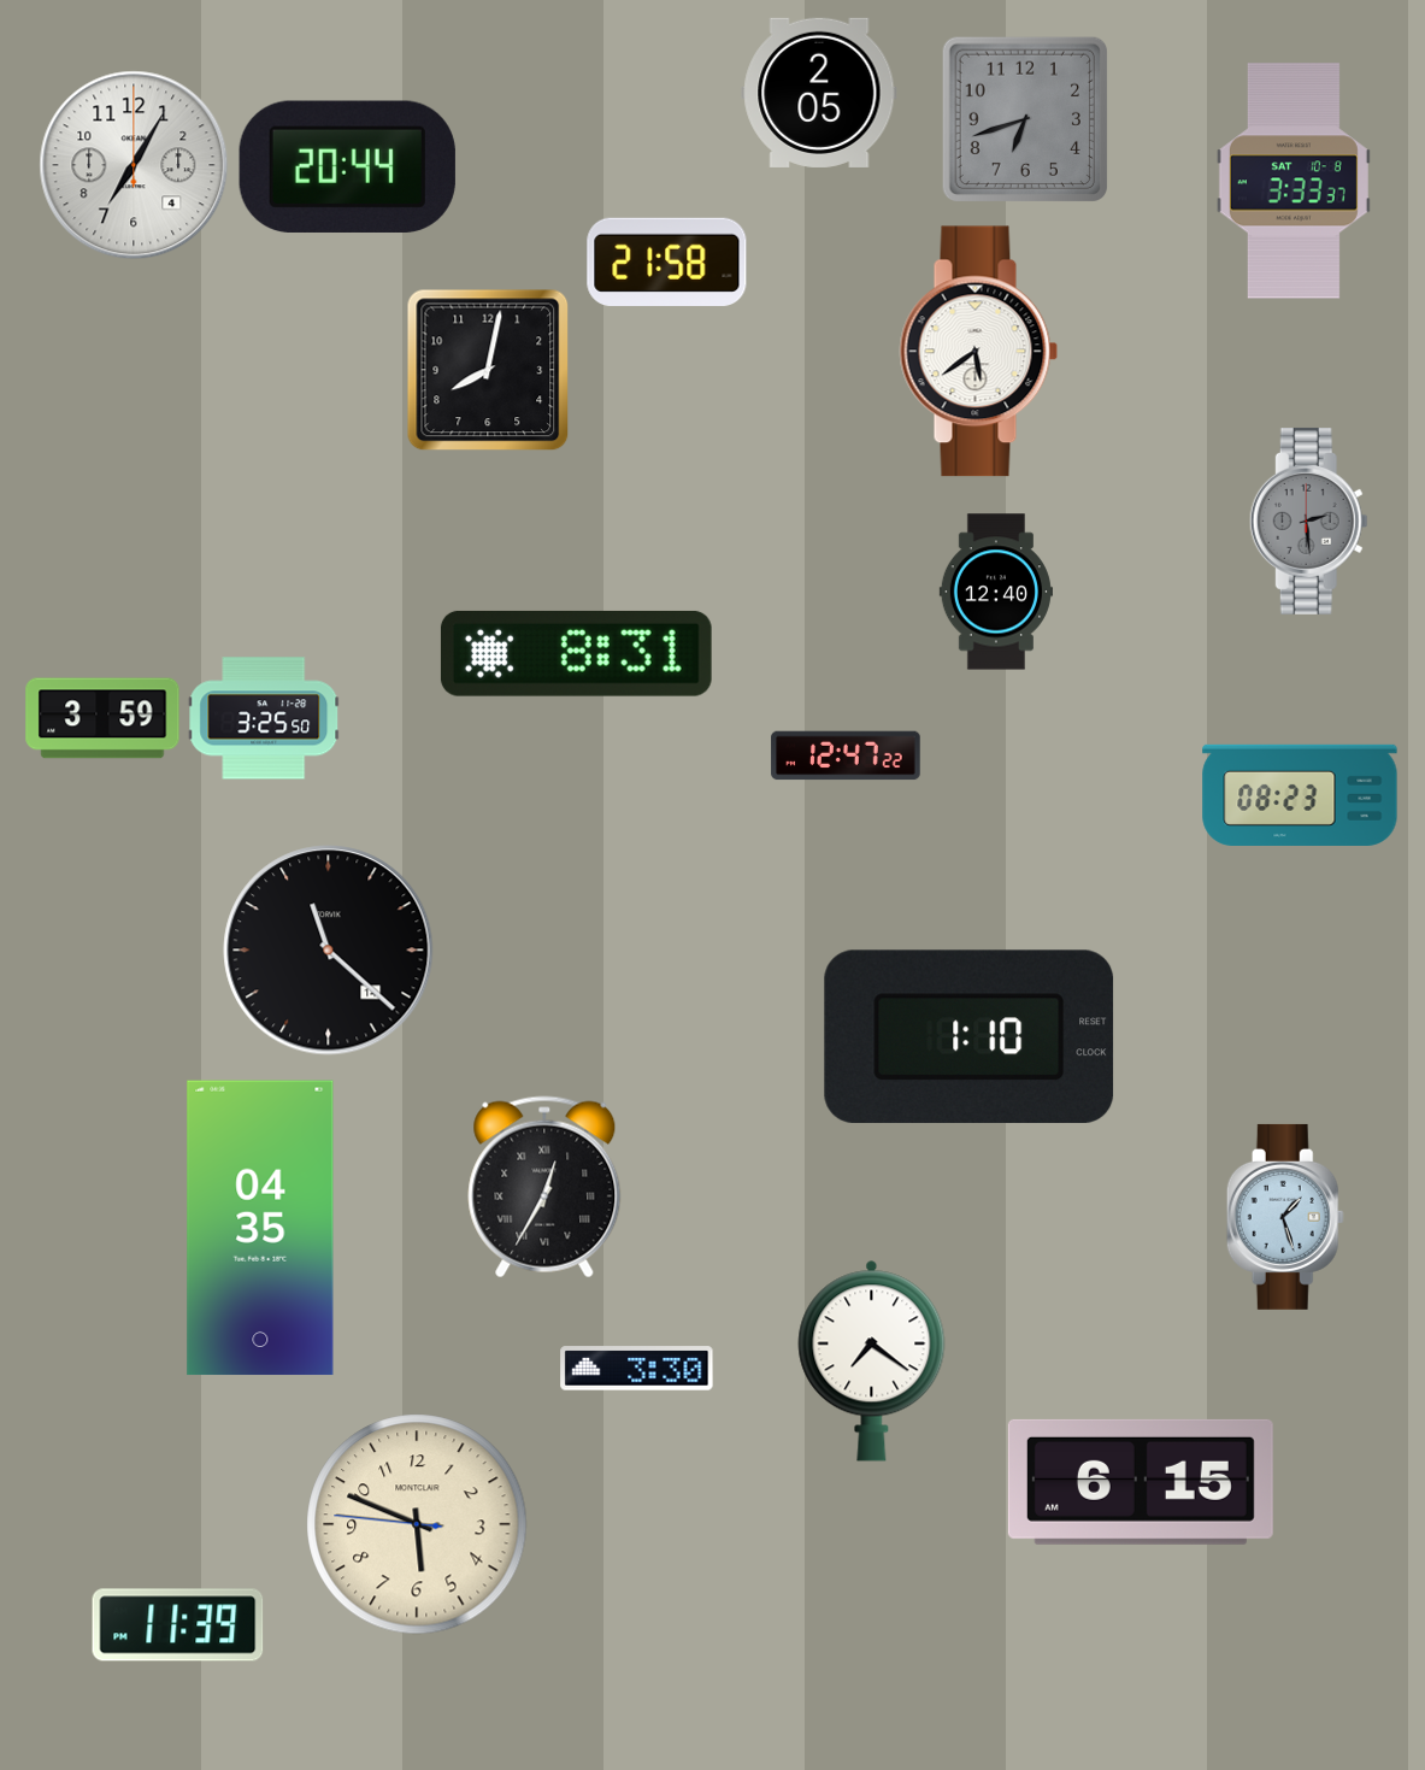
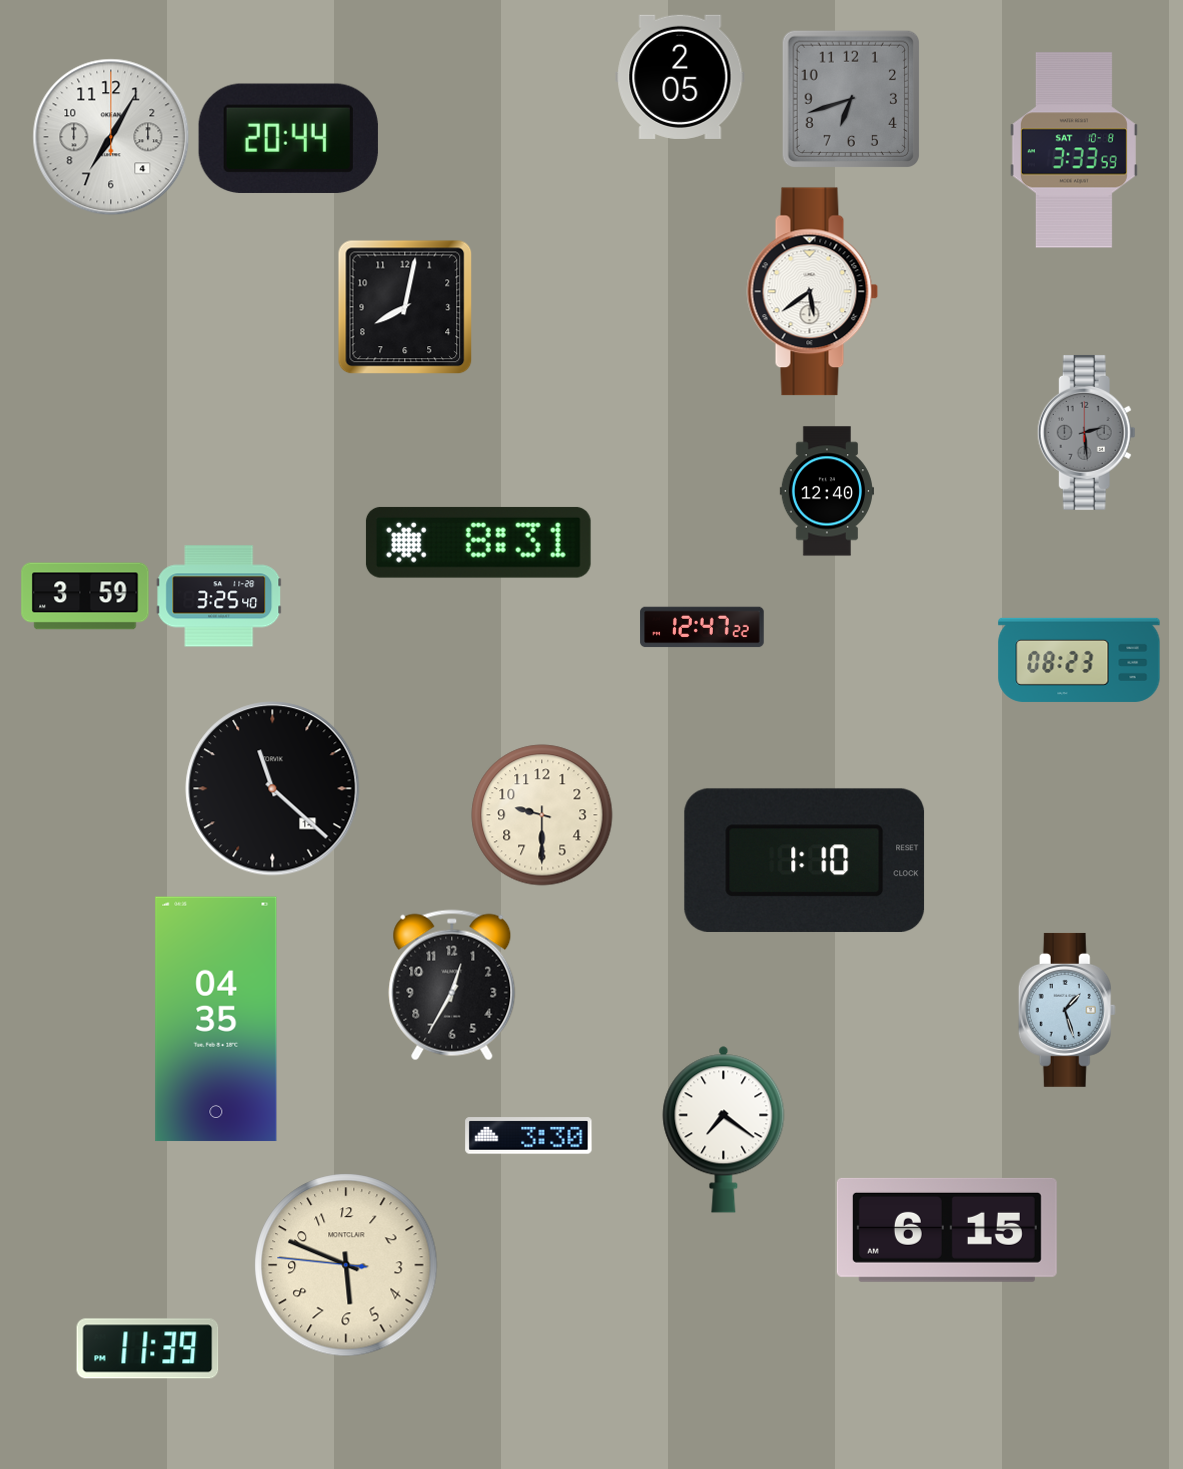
clock at (1294, 181): 3:33:37 -> 3:33:59
clock at (667, 261): 21:58 -> none
clock at (264, 718): 3:25:50 -> 3:25:40
clock at (542, 815): none -> 9:30
clock at (544, 1187) numerals: Roman -> Arabic
